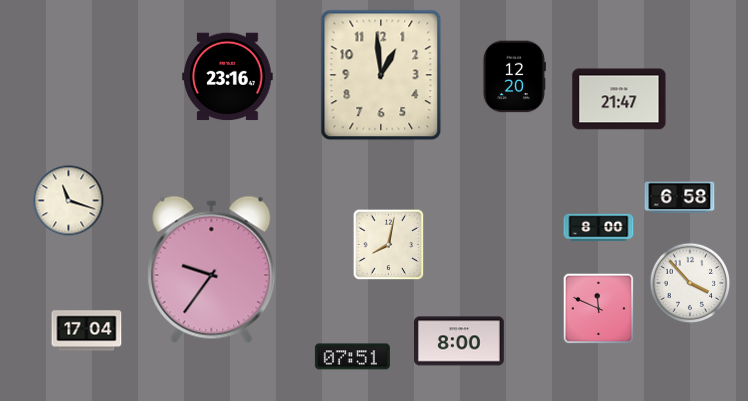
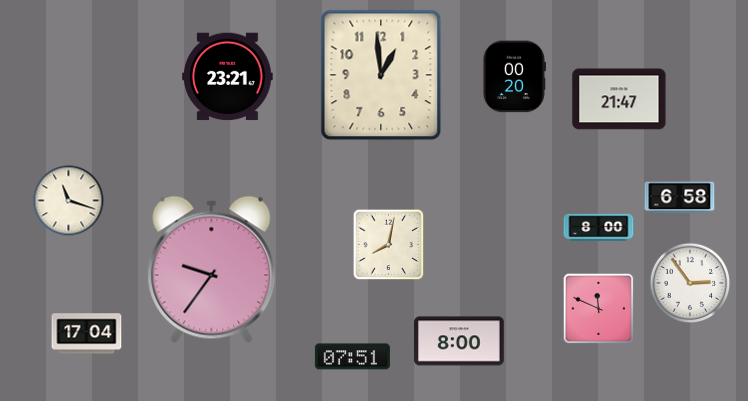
clock at (228, 77): 23:16 -> 23:21
clock at (514, 77): 12:20 -> 00:20
clock at (690, 283): 3:53 -> 2:54
clock at (87, 331) position: (87, 331) -> (87, 334)
